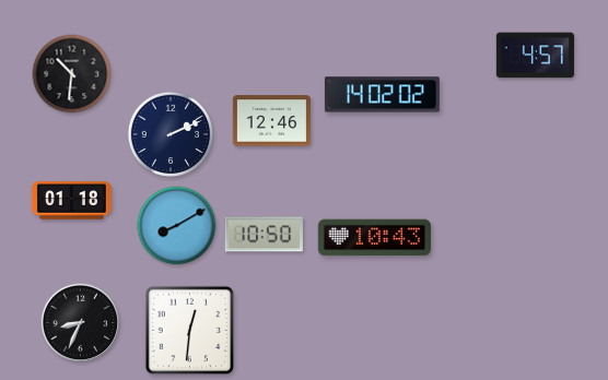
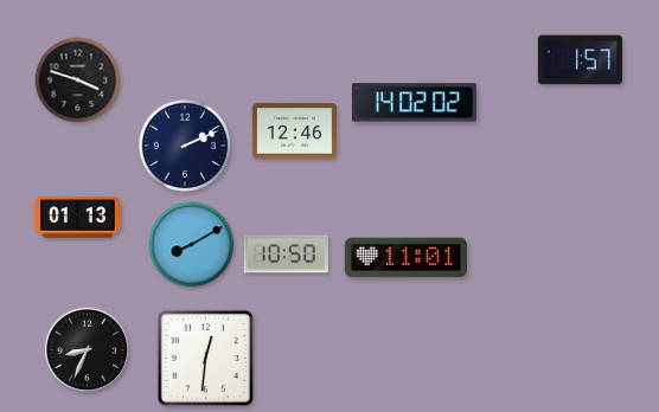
clock at (535, 56): 4:57 -> 1:57
clock at (72, 74): 10:31 -> 3:48
clock at (71, 201): 01:18 -> 01:13
clock at (374, 238): 10:43 -> 11:01
